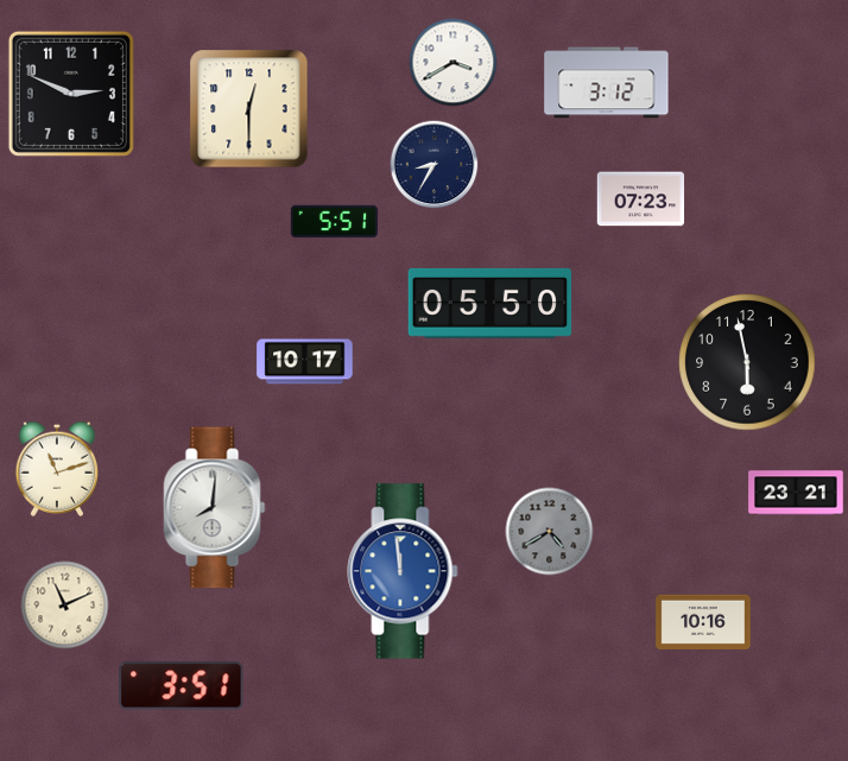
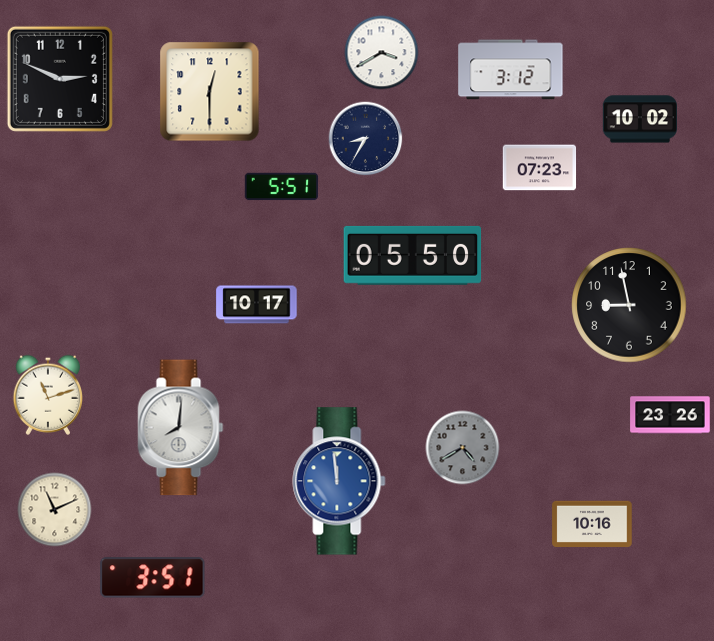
clock at (639, 119): none -> 10:02
clock at (747, 362): 5:58 -> 8:58
clock at (796, 493): 23:21 -> 23:26
